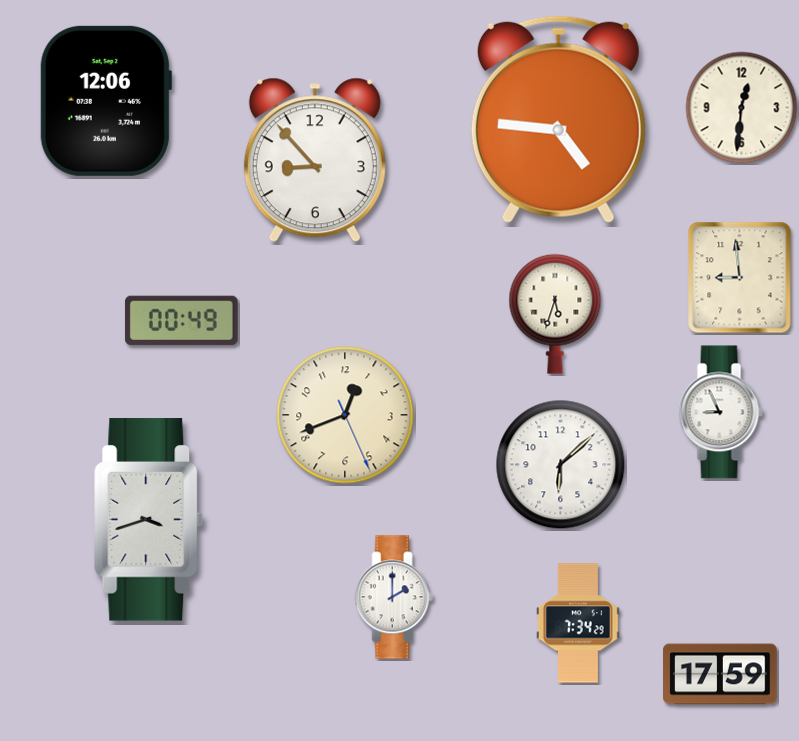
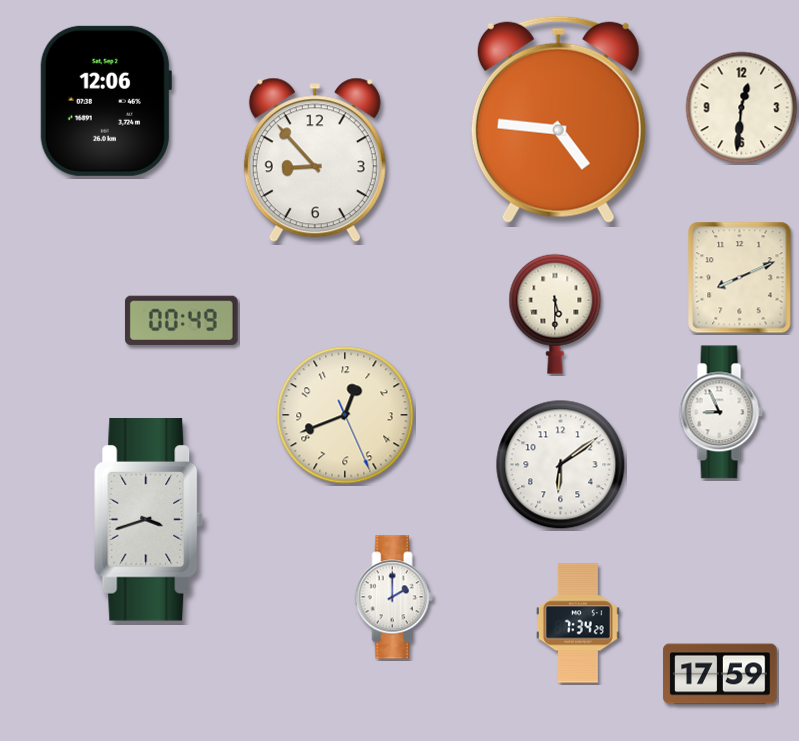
clock at (740, 278): 8:59 -> 8:11
clock at (555, 314): 5:33 -> 5:30
clock at (561, 465): 6:08 -> 6:09
